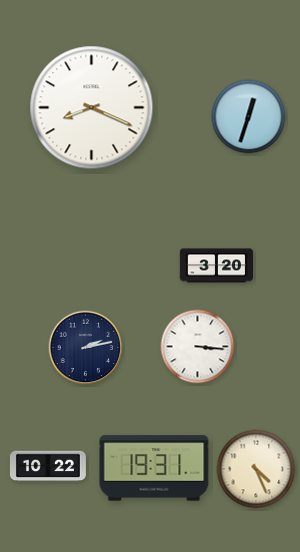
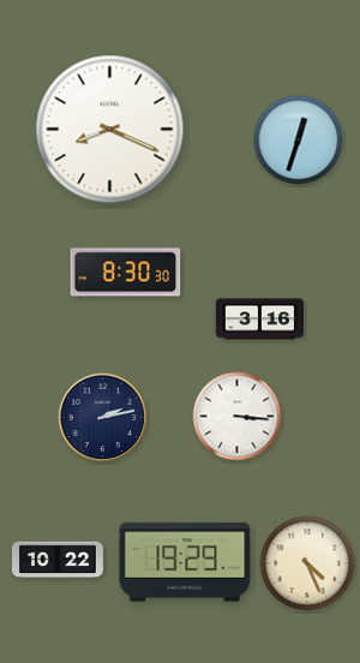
clock at (126, 273): none -> 8:30
clock at (217, 266): 3:20 -> 3:16
clock at (154, 468): 19:31 -> 19:29
